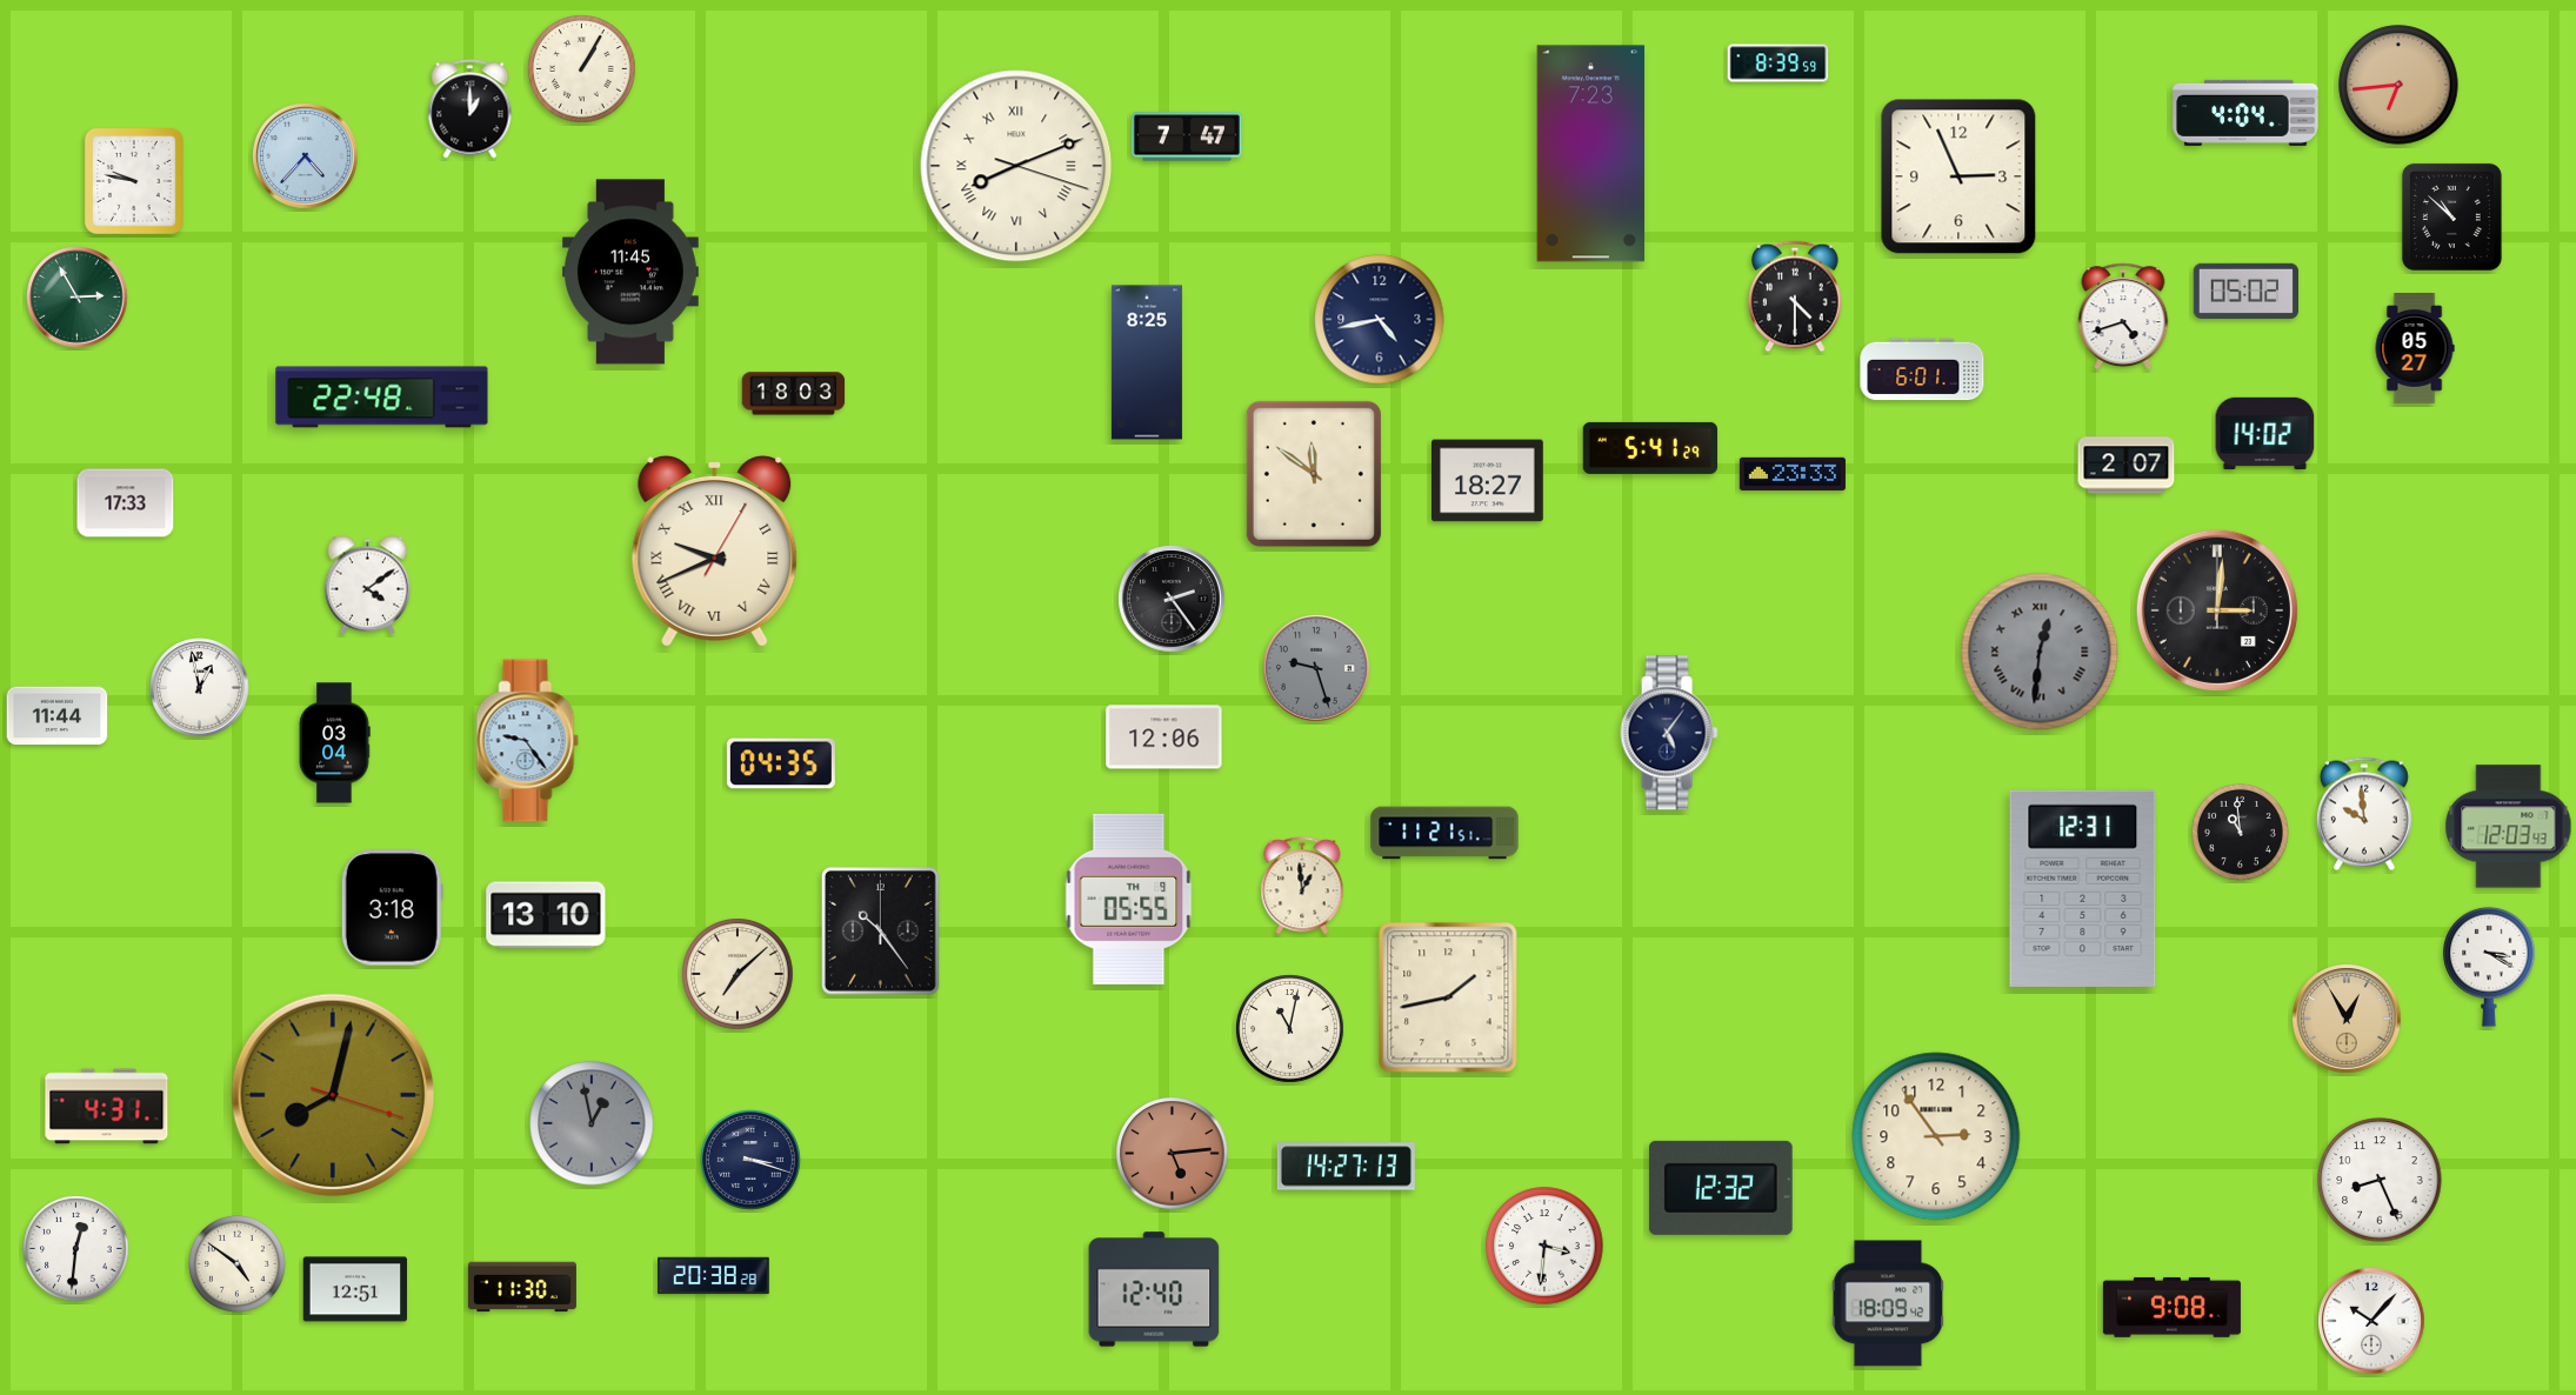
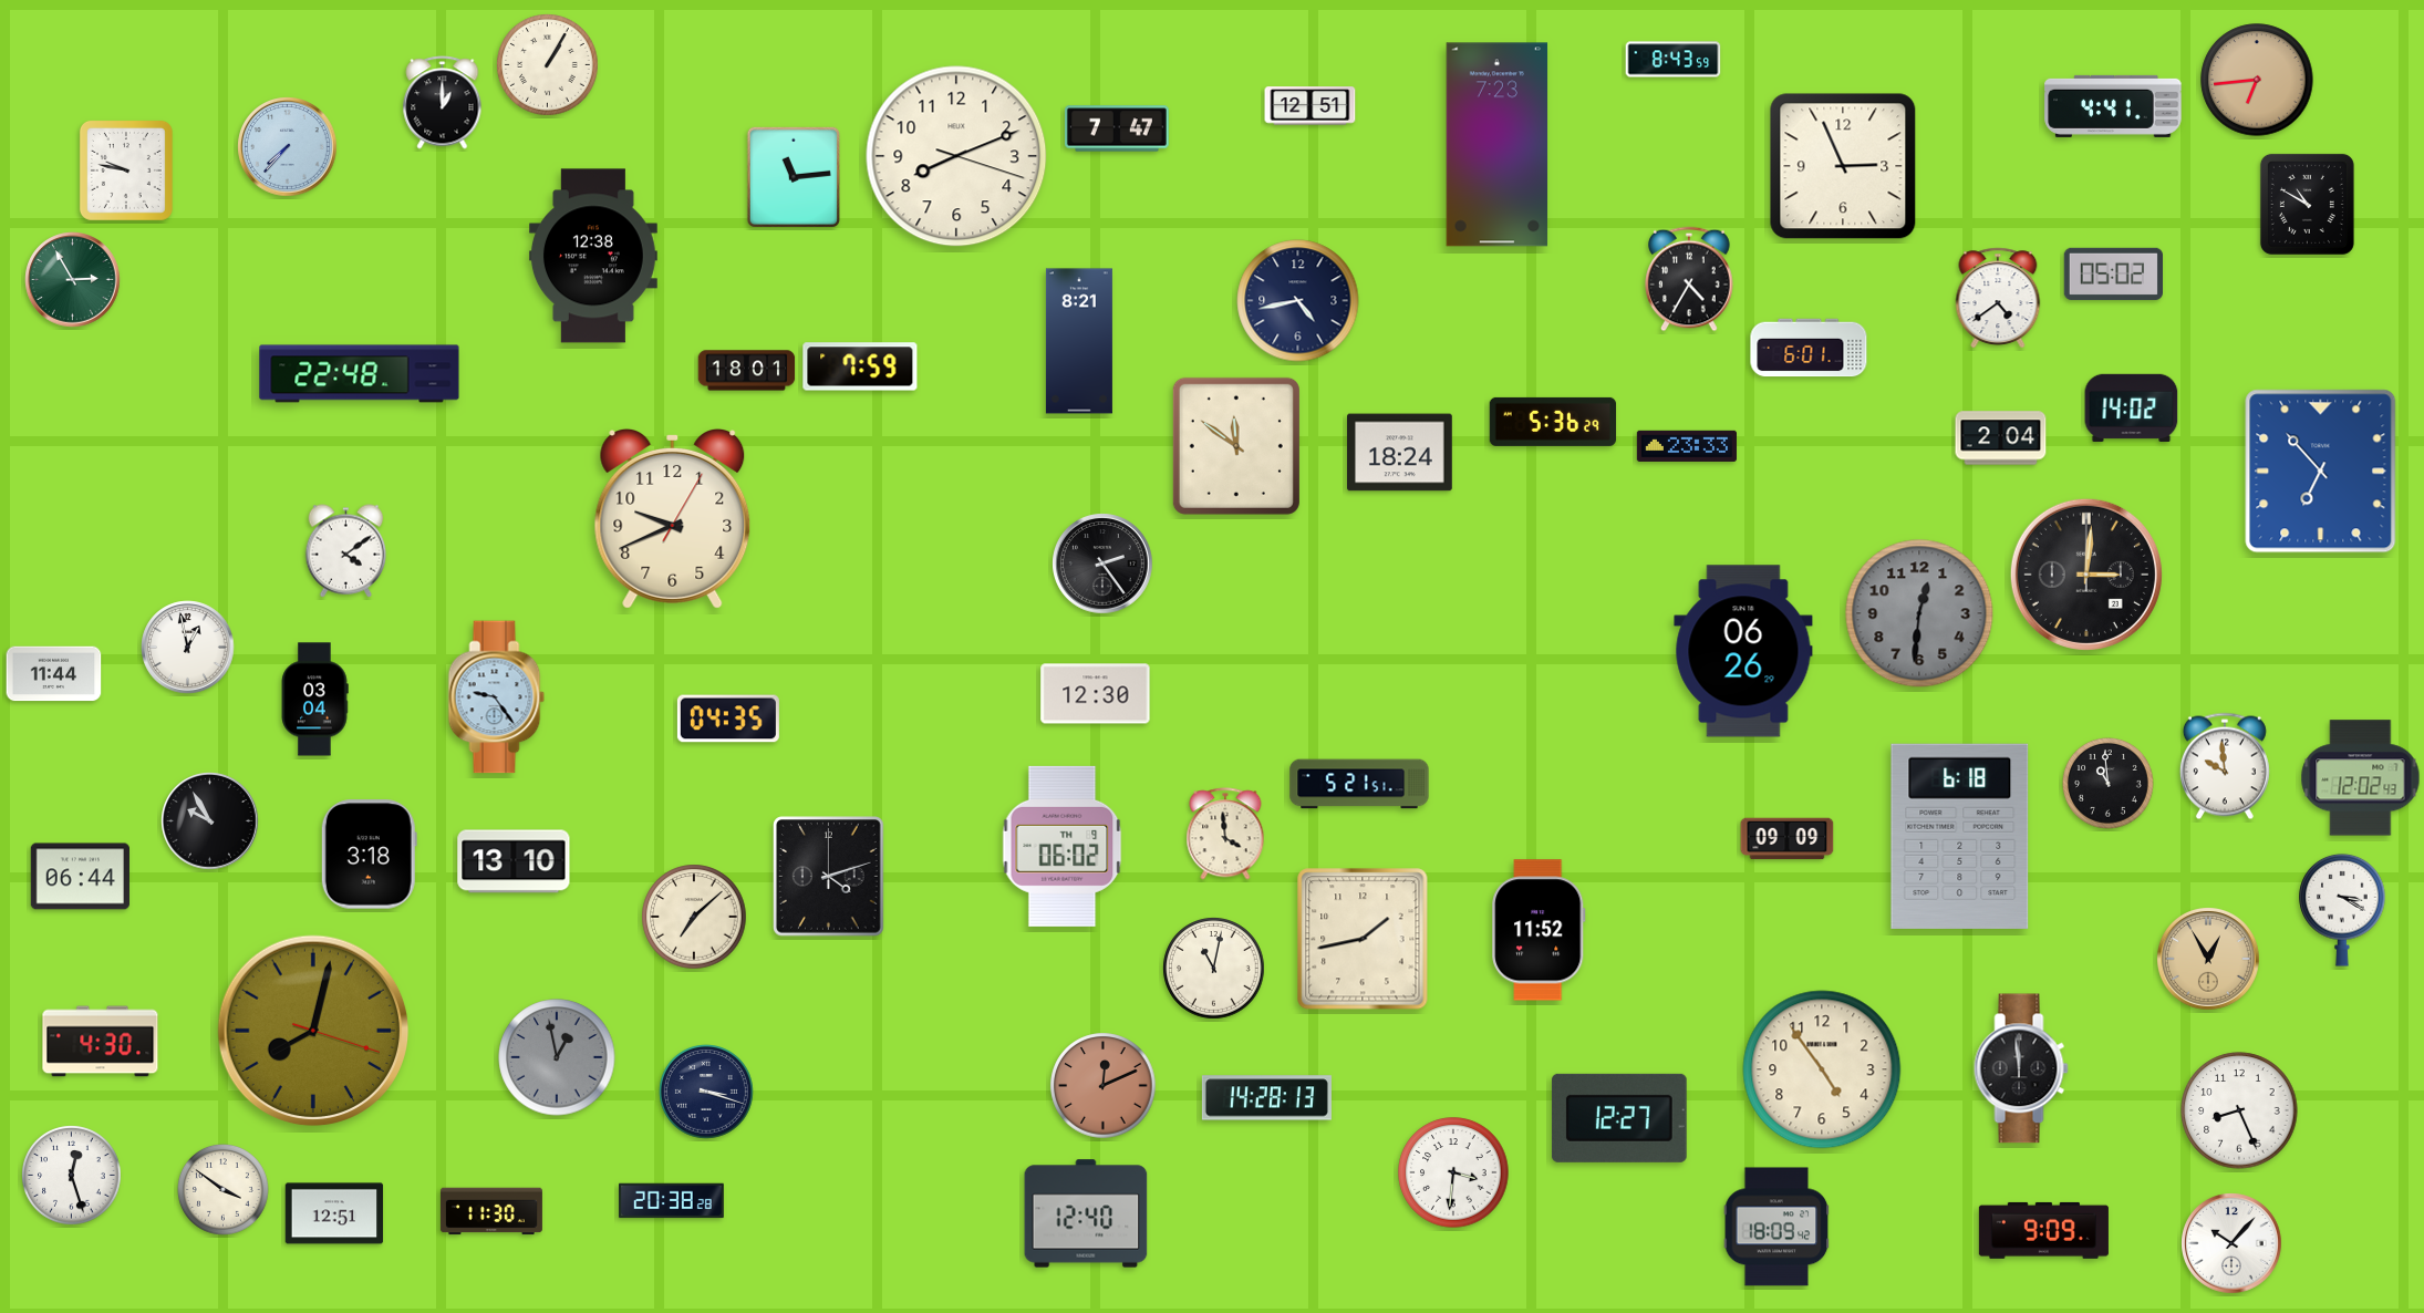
clock at (1778, 64): 8:39 -> 8:43
clock at (1311, 106): none -> 12:51
clock at (2245, 113): 4:04 -> 4:41
clock at (306, 156): 4:37 -> 7:37
clock at (1016, 166) numerals: Roman -> Arabic
clock at (794, 177): none -> 11:14
clock at (2451, 216): 10:52 -> 10:50
clock at (630, 272): 11:45 -> 12:38
clock at (1795, 296): 4:30 -> 4:35
clock at (2123, 316): 4:42 -> 4:39
clock at (2415, 349): 05:27 -> none
clock at (1147, 362): 8:25 -> 8:21
clock at (860, 366): none -> 7:59
clock at (794, 394): 18:03 -> 18:01
clock at (1650, 448): 5:41 -> 5:36
clock at (2127, 466): 2:07 -> 2:04
clock at (1488, 481): 18:27 -> 18:24
clock at (2321, 472): none -> 6:53
clock at (126, 503): 17:33 -> none
clock at (715, 552) numerals: Roman -> Arabic
clock at (2040, 652) numerals: Roman -> Arabic
clock at (1316, 668): 9:27 -> none
clock at (1743, 651): none -> 06:26
clock at (1669, 733): 5:06 -> none
clock at (1164, 737): 12:06 -> 12:30
clock at (781, 763) position: (781, 763) -> (728, 718)
clock at (2509, 827): 12:03 -> 12:02
clock at (1444, 833): 11:21 -> 5:21
clock at (210, 821): none -> 9:55
clock at (1302, 886): 12:59 -> 3:59
clock at (2083, 888): 12:31 -> 6:18
clock at (1788, 839): none -> 09:09
clock at (1129, 899): 05:55 -> 06:02
clock at (80, 877): none -> 06:44
clock at (881, 932): 10:24 -> 4:12
clock at (1539, 930): none -> 11:52
clock at (107, 1107): 4:31 -> 4:30
clock at (2021, 1068): none -> 11:59
clock at (1936, 1136): 2:54 -> 4:54
clock at (1173, 1154): 5:14 -> 12:11
clock at (1346, 1167): 14:27 -> 14:28
clock at (1721, 1188): 12:32 -> 12:27
clock at (76, 1249): 12:31 -> 12:27
clock at (238, 1264): 4:51 -> 3:51
clock at (2171, 1307): 9:08 -> 9:09
